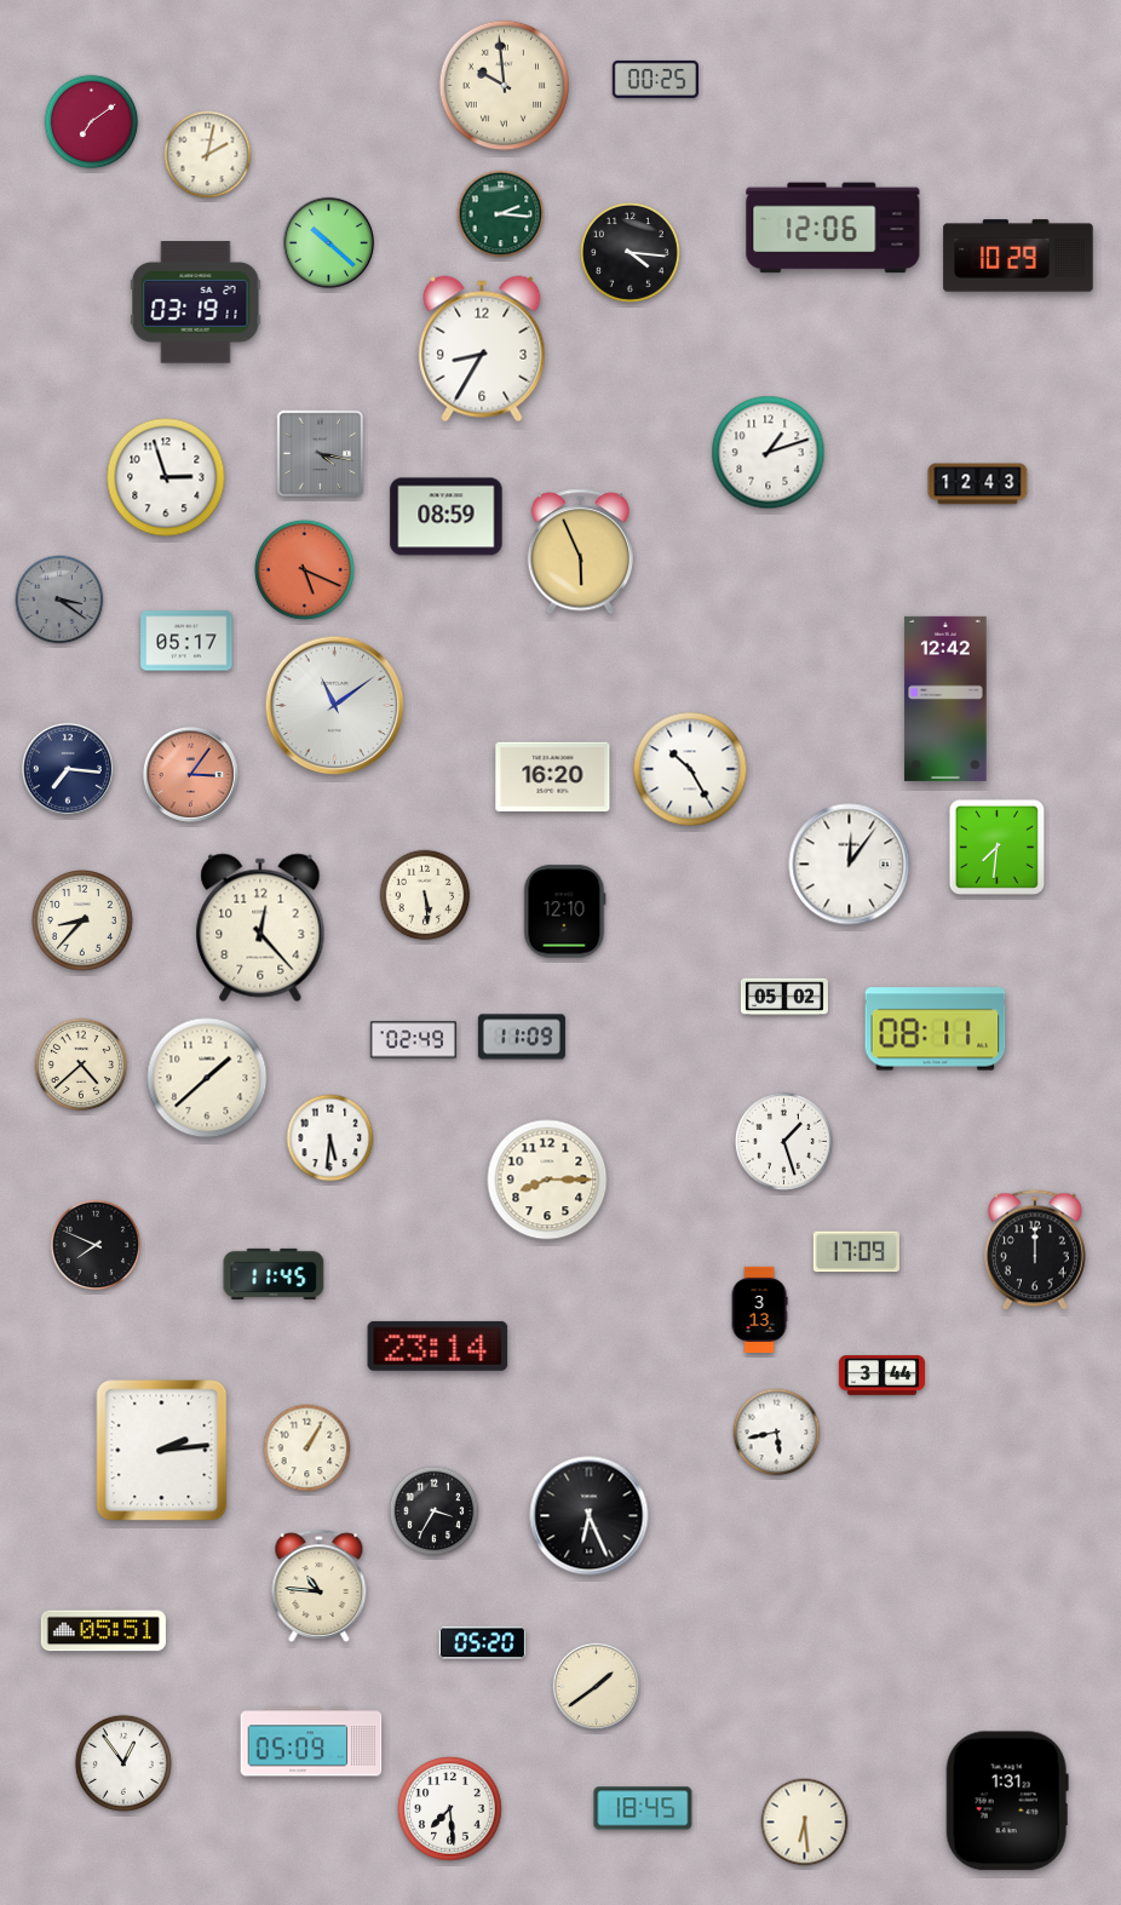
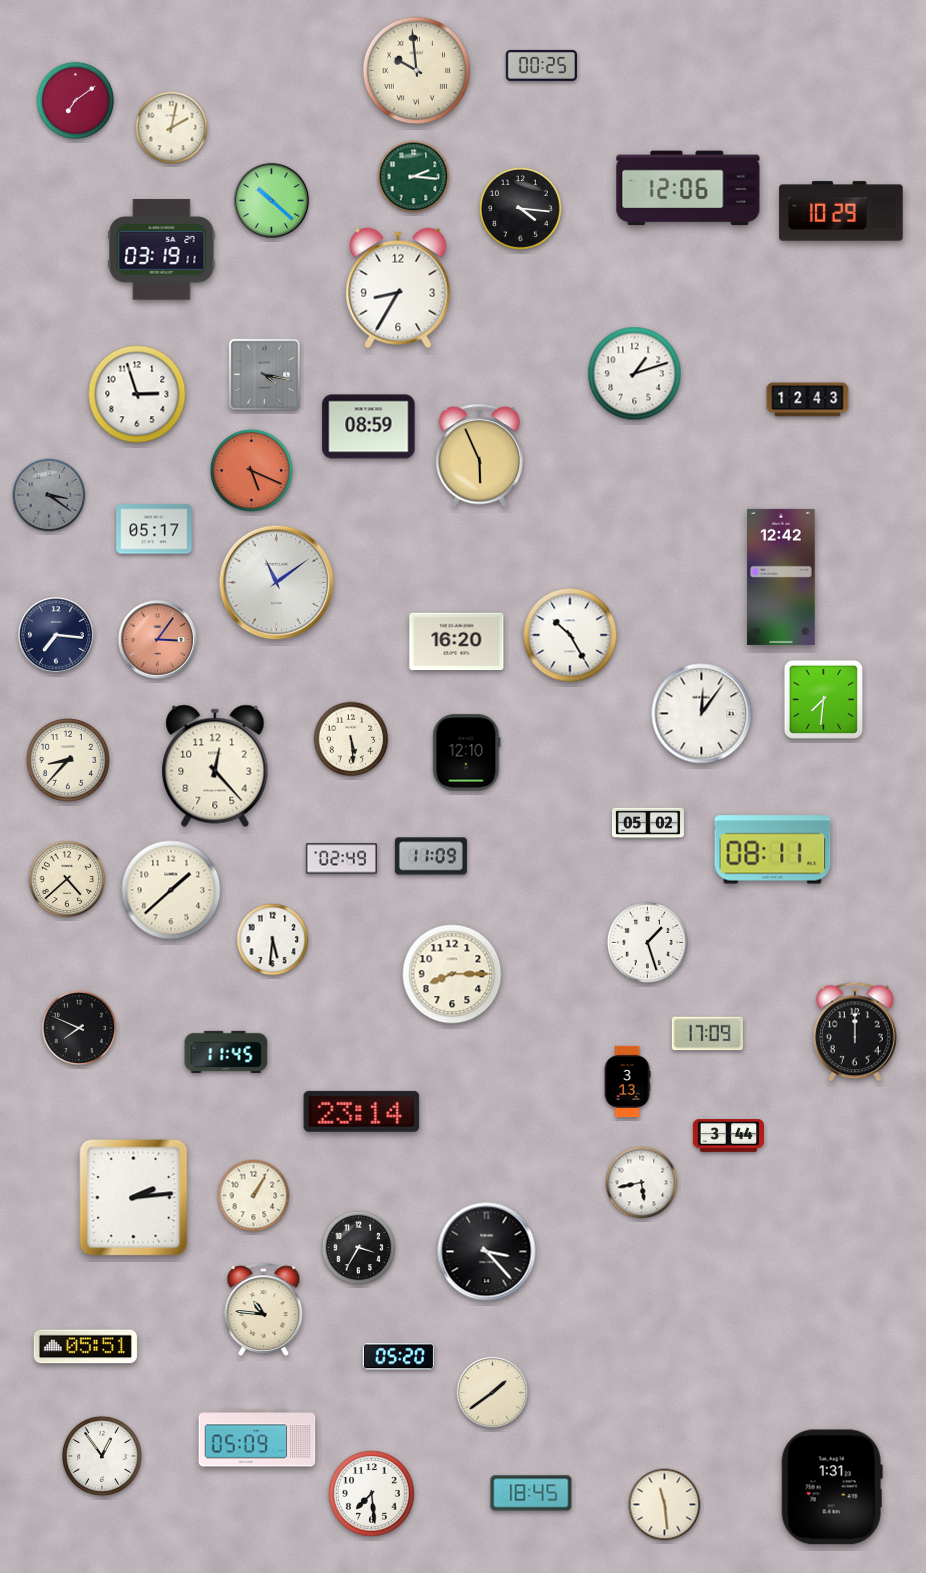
clock at (590, 1516): 6:26 -> 3:23
clock at (805, 1823): 6:29 -> 11:29
